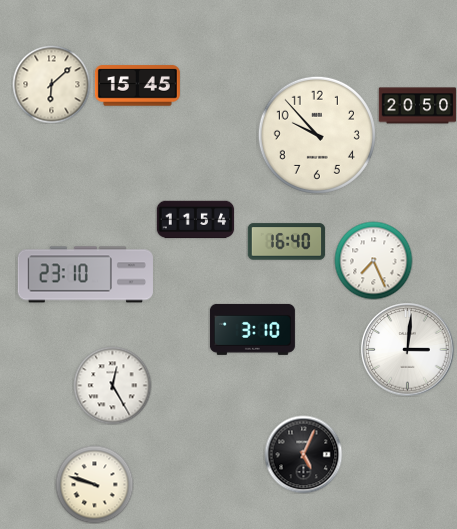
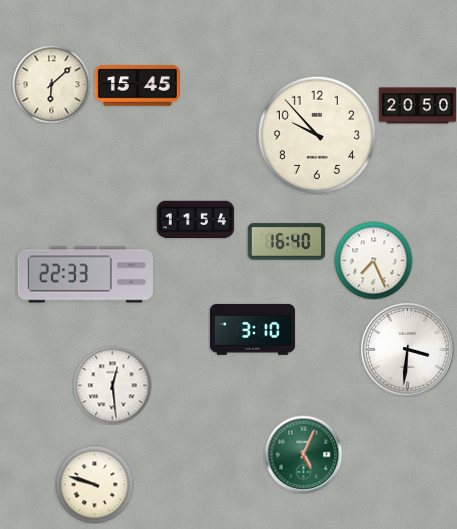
clock at (85, 275): 23:10 -> 22:33
clock at (407, 349): 3:01 -> 3:31
clock at (112, 385): 12:25 -> 12:29
clock at (303, 454) dial: black -> green
